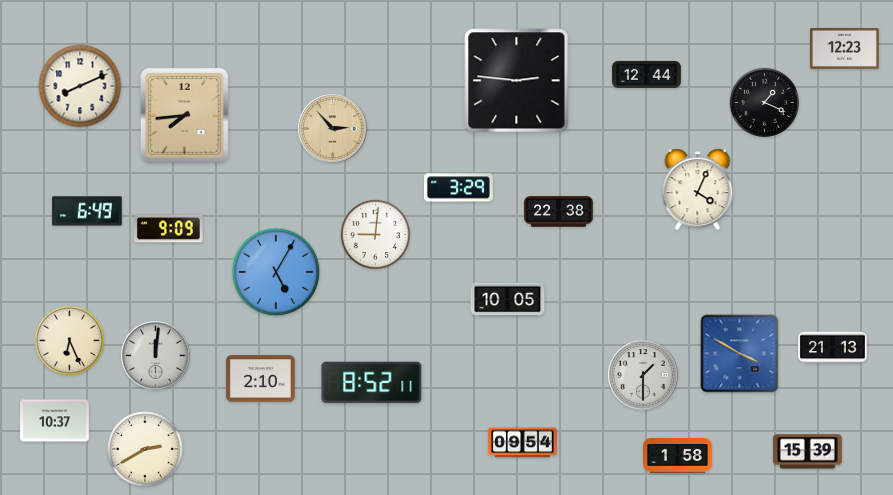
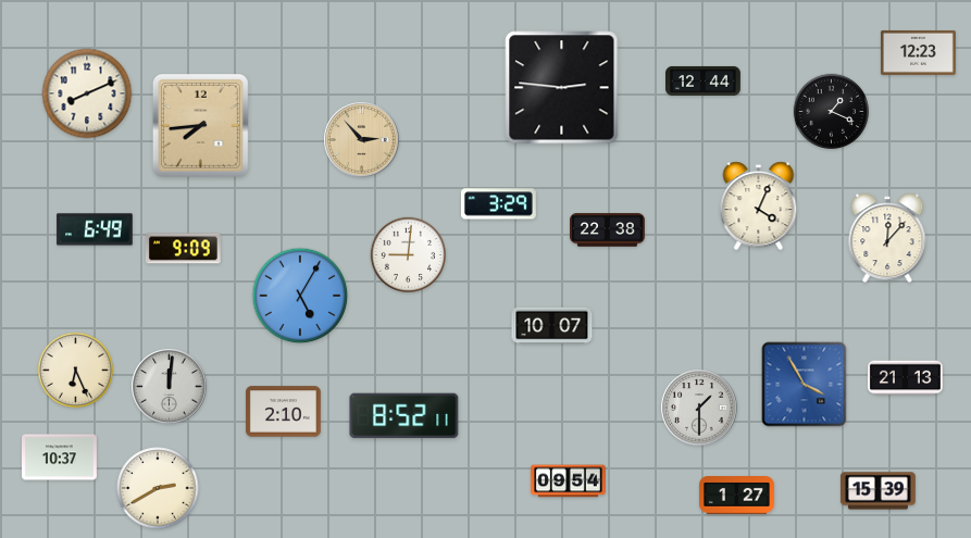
clock at (887, 238): none -> 12:07
clock at (508, 300): 10:05 -> 10:07
clock at (740, 354): 3:50 -> 3:55
clock at (678, 456): 1:58 -> 1:27
